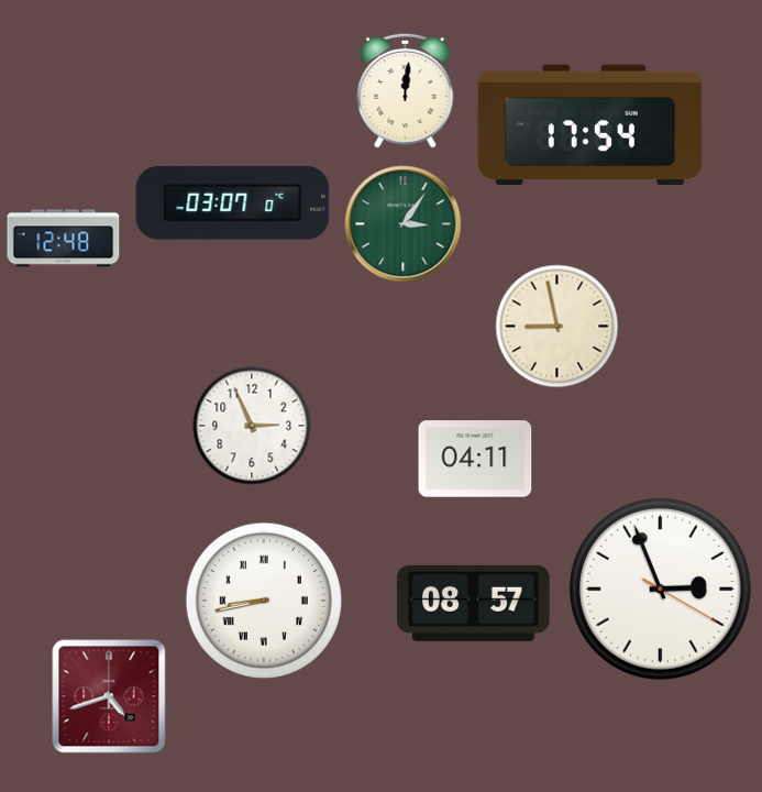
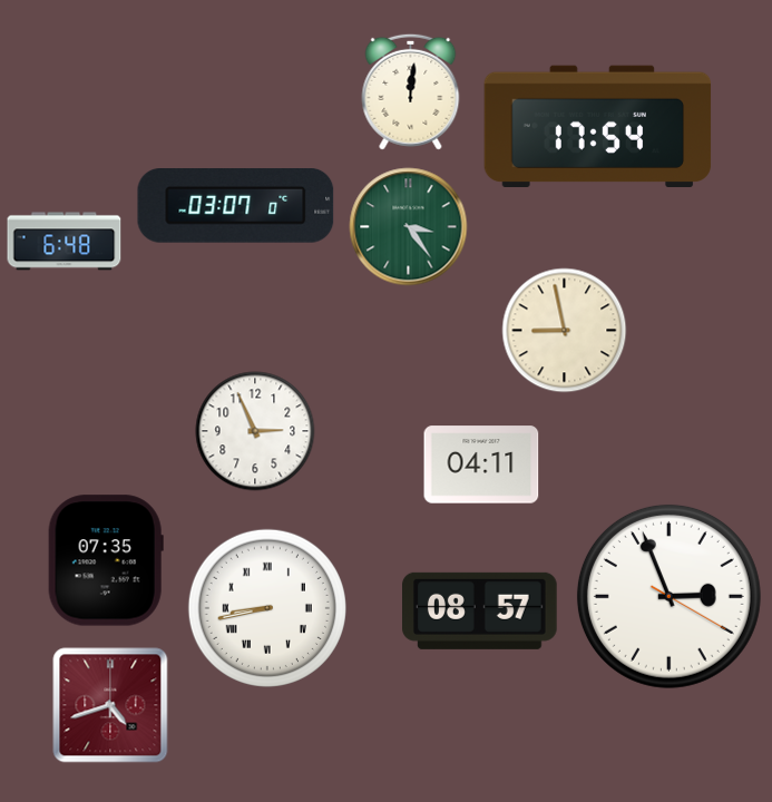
clock at (404, 224): 3:06 -> 3:24
clock at (64, 239): 12:48 -> 6:48
clock at (106, 560): none -> 07:35
